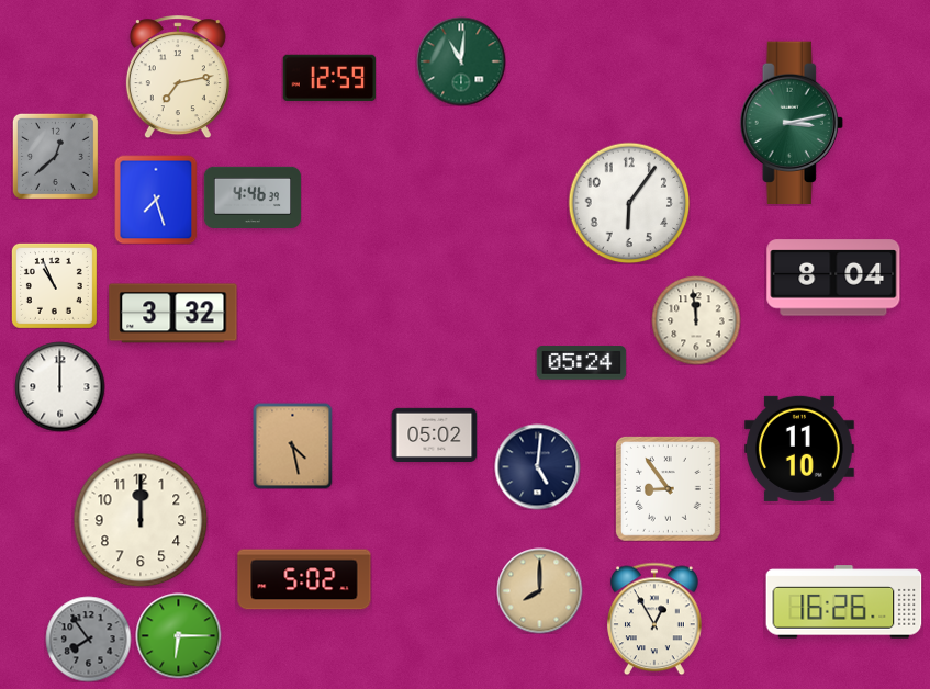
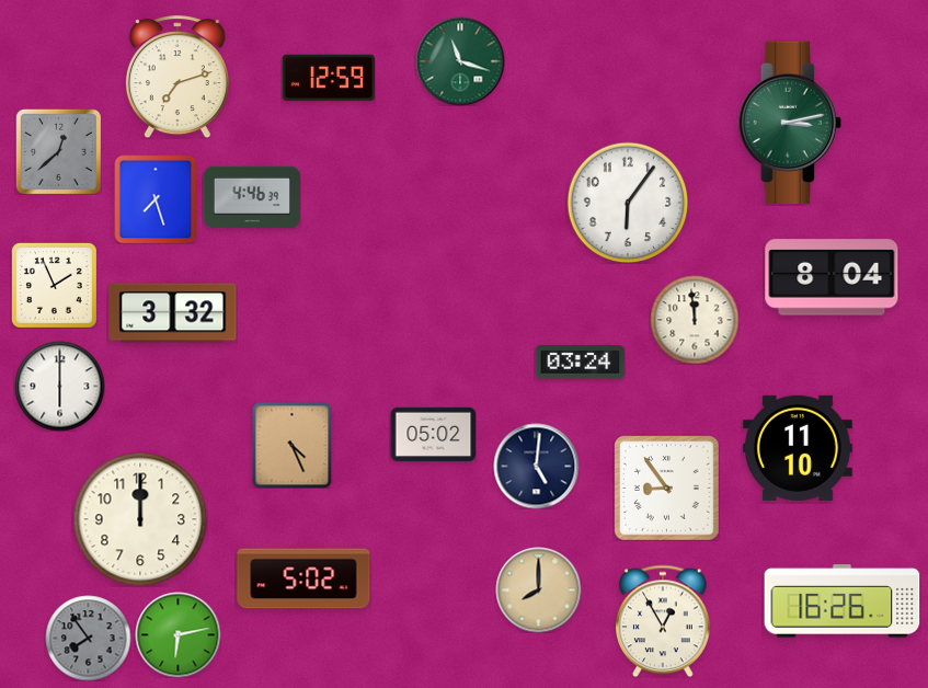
clock at (461, 61): 11:01 -> 11:18
clock at (178, 77): 7:13 -> 7:12
clock at (55, 156) position: (55, 156) -> (58, 151)
clock at (54, 285): 10:56 -> 1:56
clock at (581, 363): 05:24 -> 03:24
clock at (59, 386): 12:00 -> 6:00
clock at (293, 445): 4:28 -> 4:26
clock at (656, 619) position: (656, 619) -> (664, 621)
clock at (178, 635): 6:15 -> 6:13
